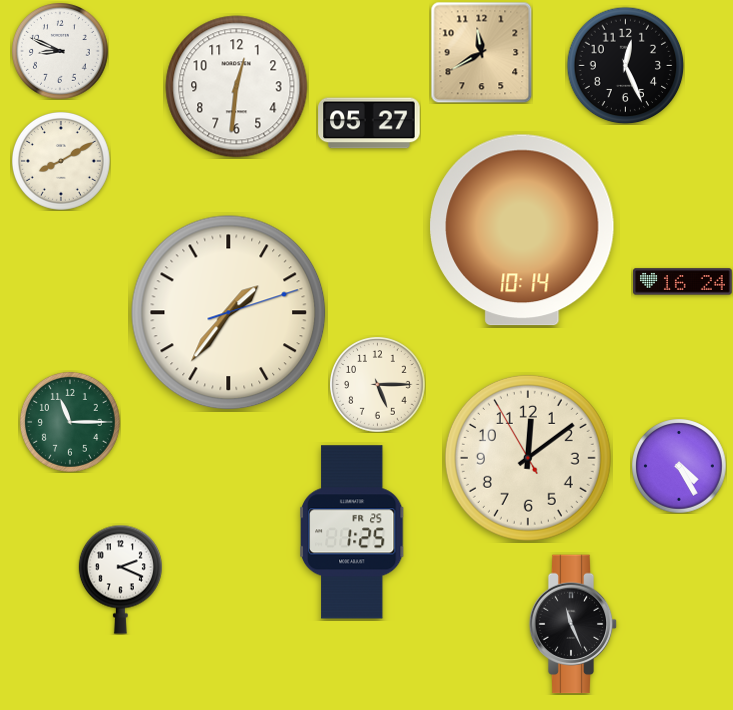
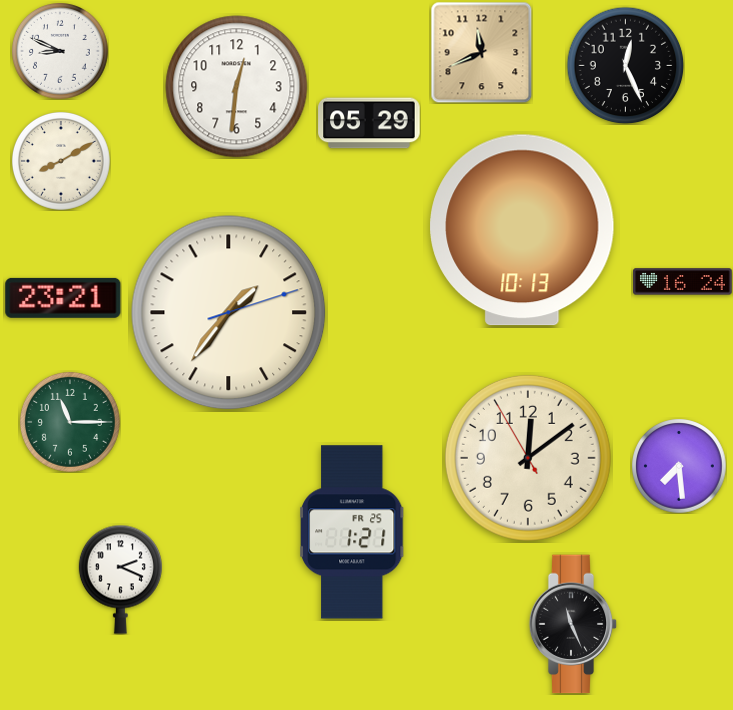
clock at (481, 52): 11:40 -> 11:41
clock at (369, 123): 05:27 -> 05:29
clock at (522, 230): 10:14 -> 10:13
clock at (63, 298): none -> 23:21
clock at (377, 384): 5:15 -> none
clock at (679, 466): 4:25 -> 7:29
clock at (352, 532): 1:25 -> 1:21
